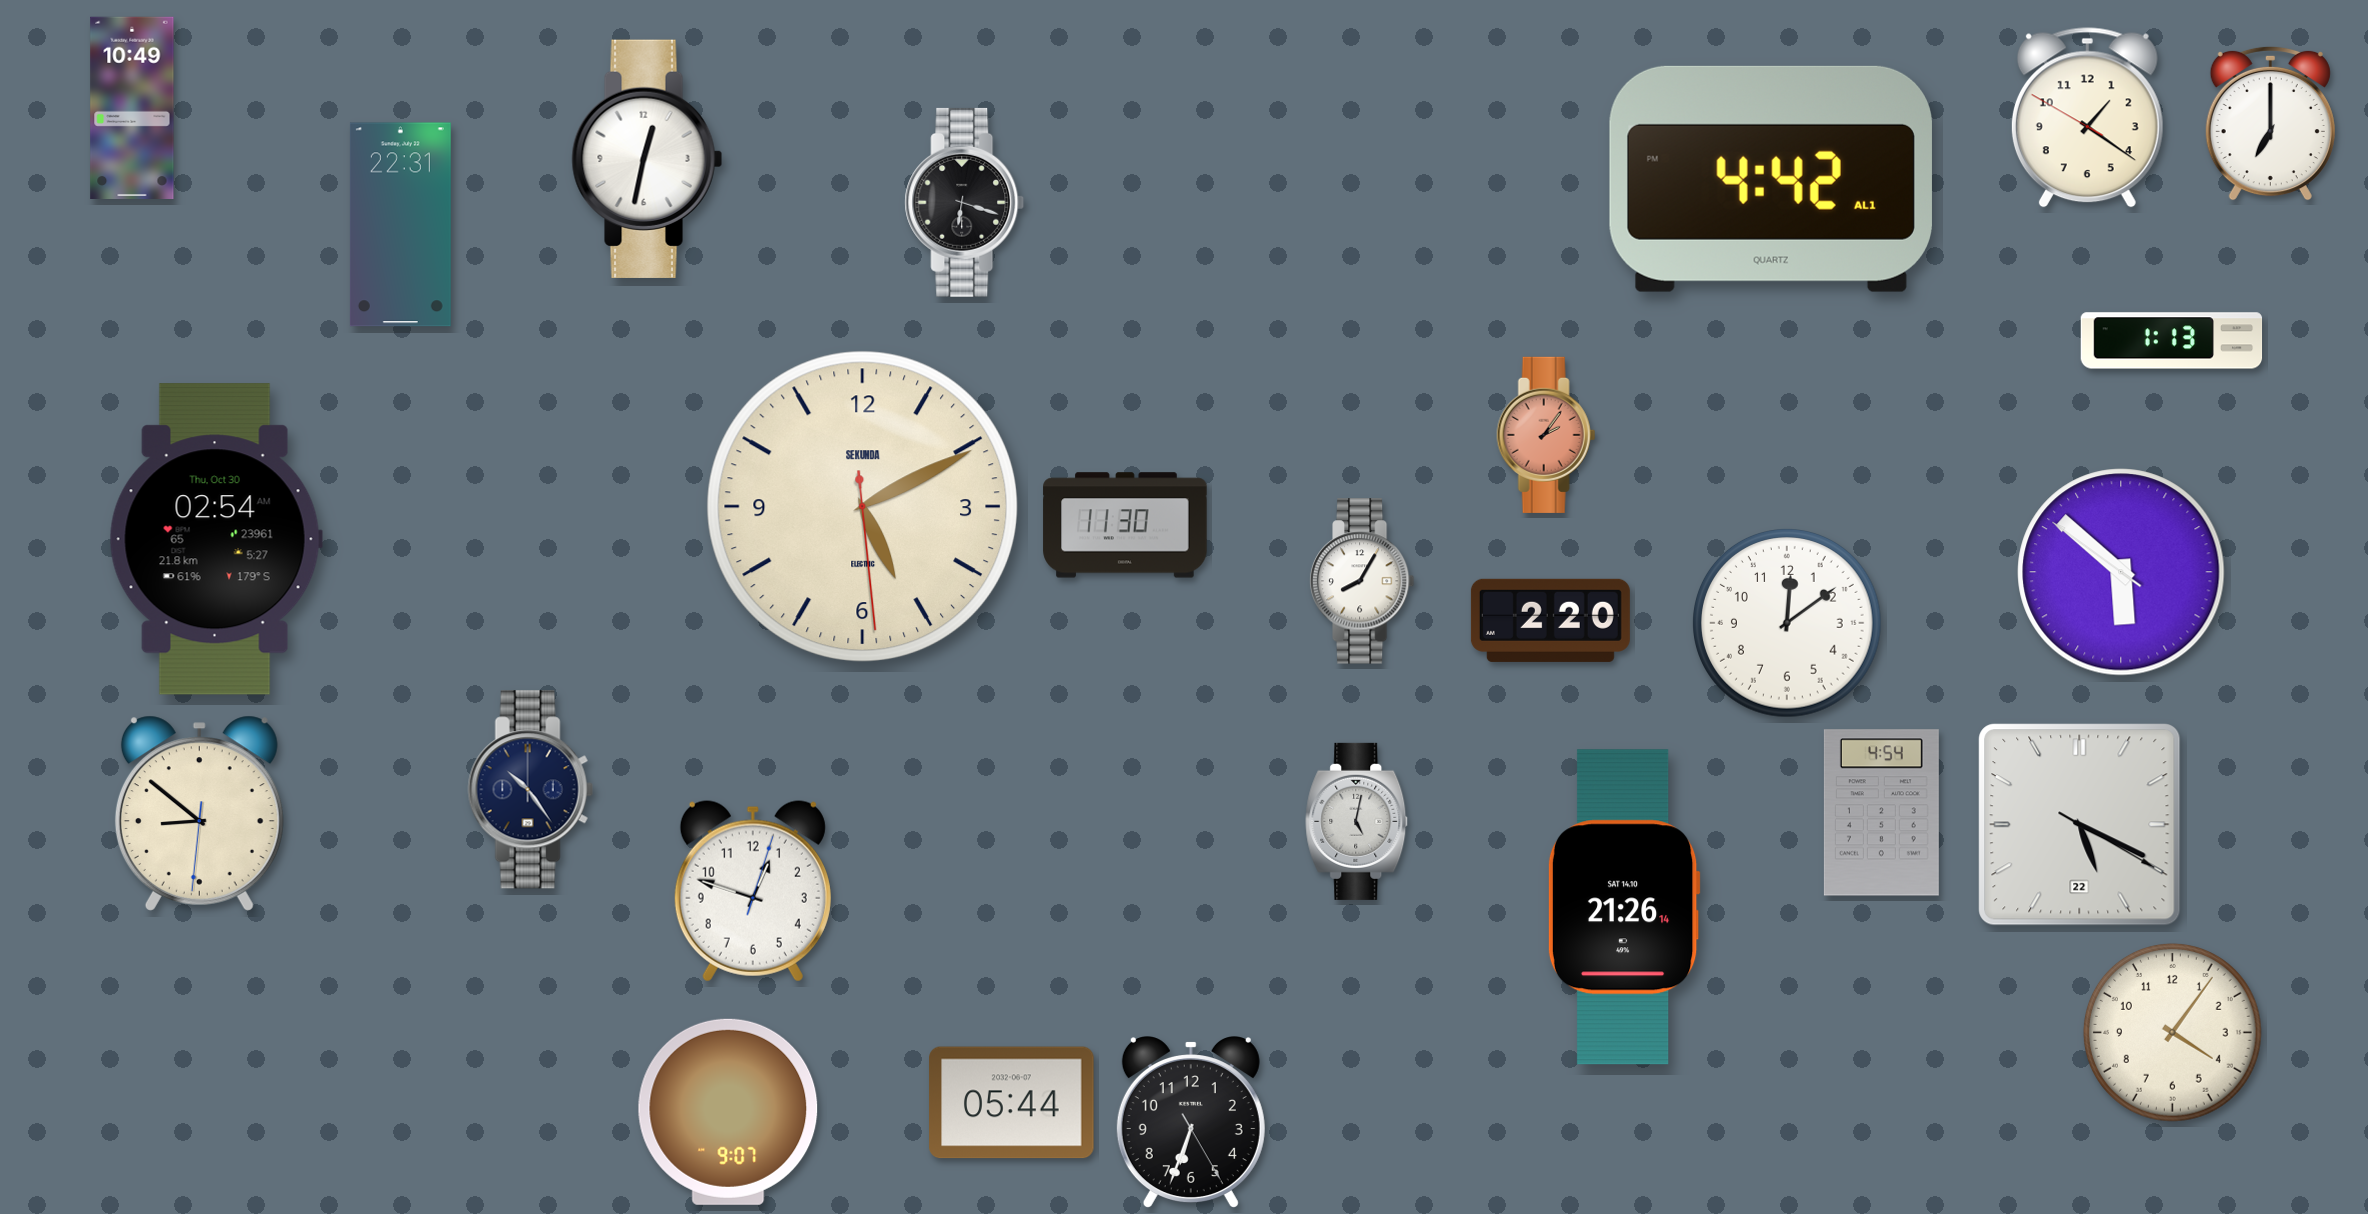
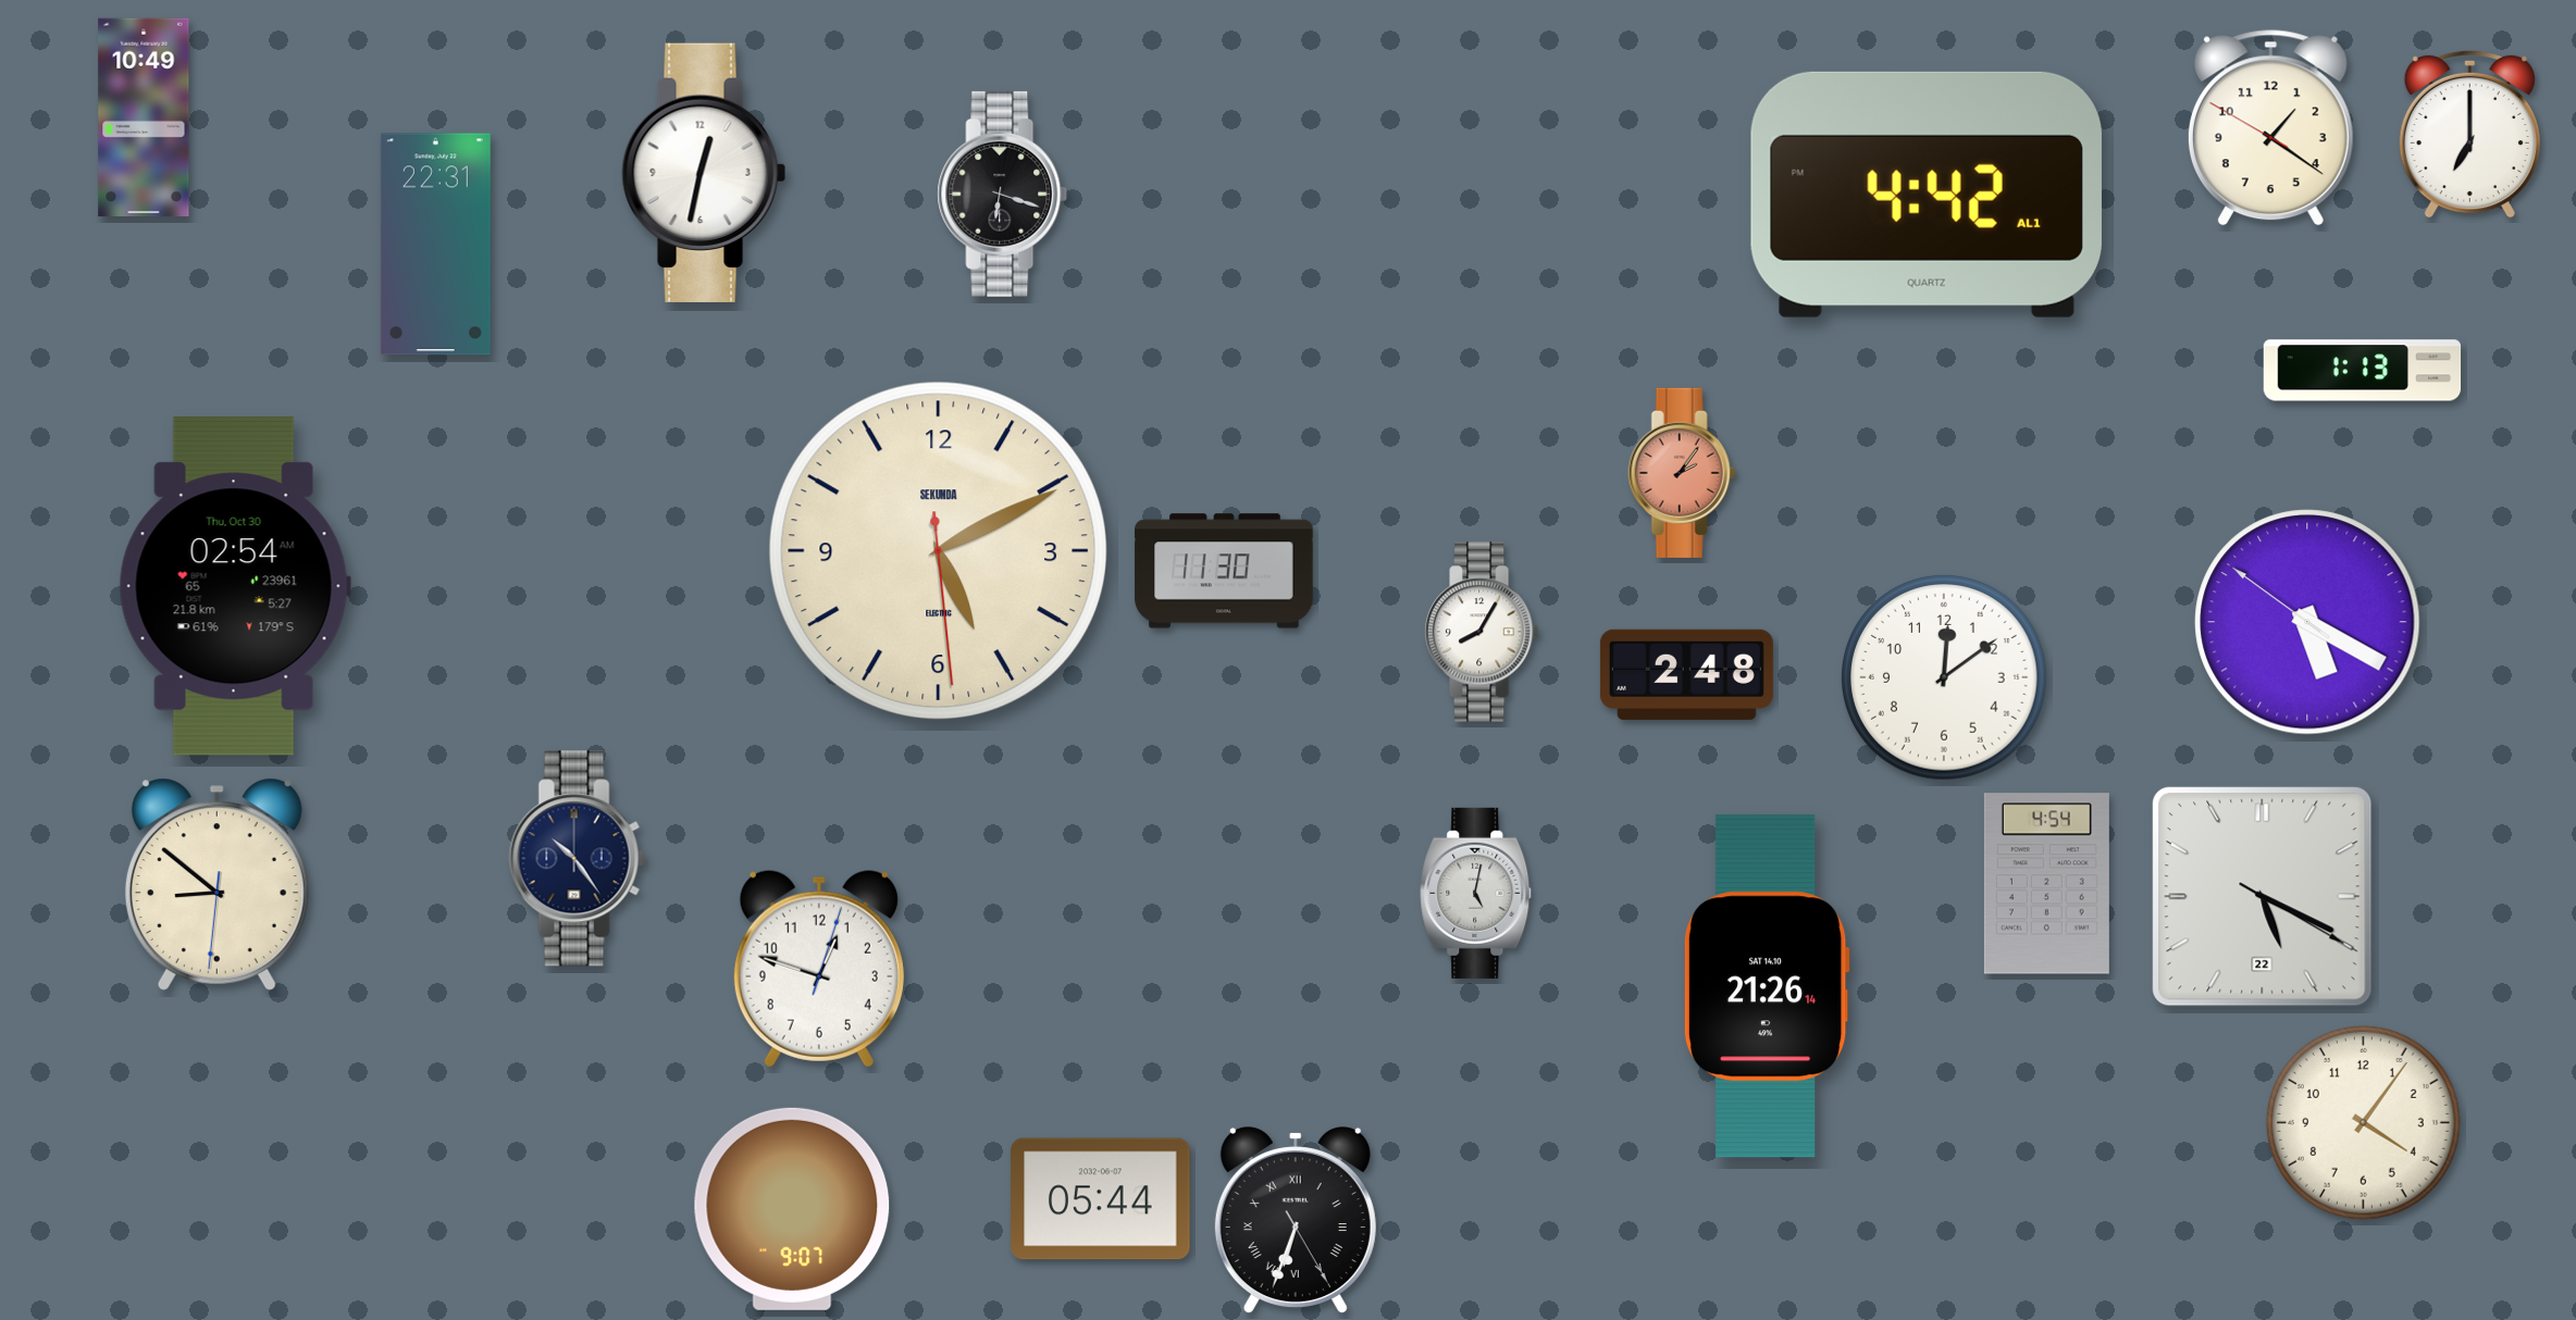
clock at (965, 202) position: (965, 202) -> (1003, 194)
clock at (2121, 572): 5:51 -> 5:19
clock at (1550, 620): 2:20 -> 2:48
clock at (1191, 1122) numerals: Arabic -> Roman
